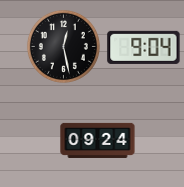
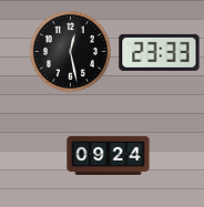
clock at (144, 47): 9:04 -> 23:33
